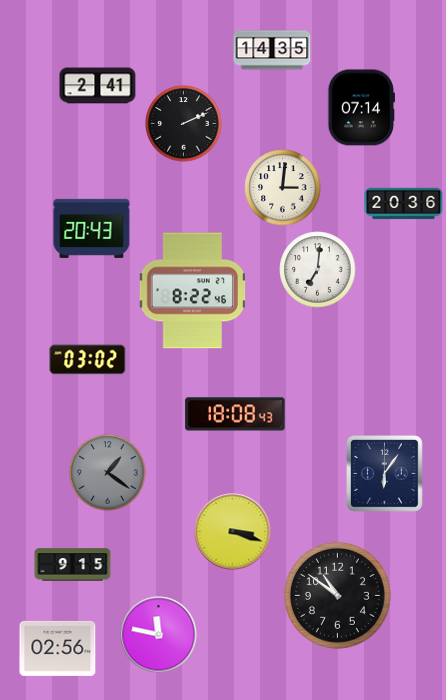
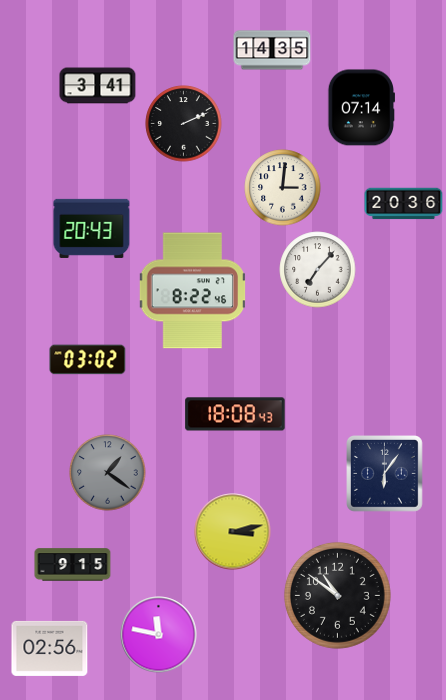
clock at (98, 86): 2:41 -> 3:41
clock at (318, 270): 7:01 -> 7:07
clock at (233, 532): 3:18 -> 3:13
clock at (58, 648) position: (58, 648) -> (50, 648)
